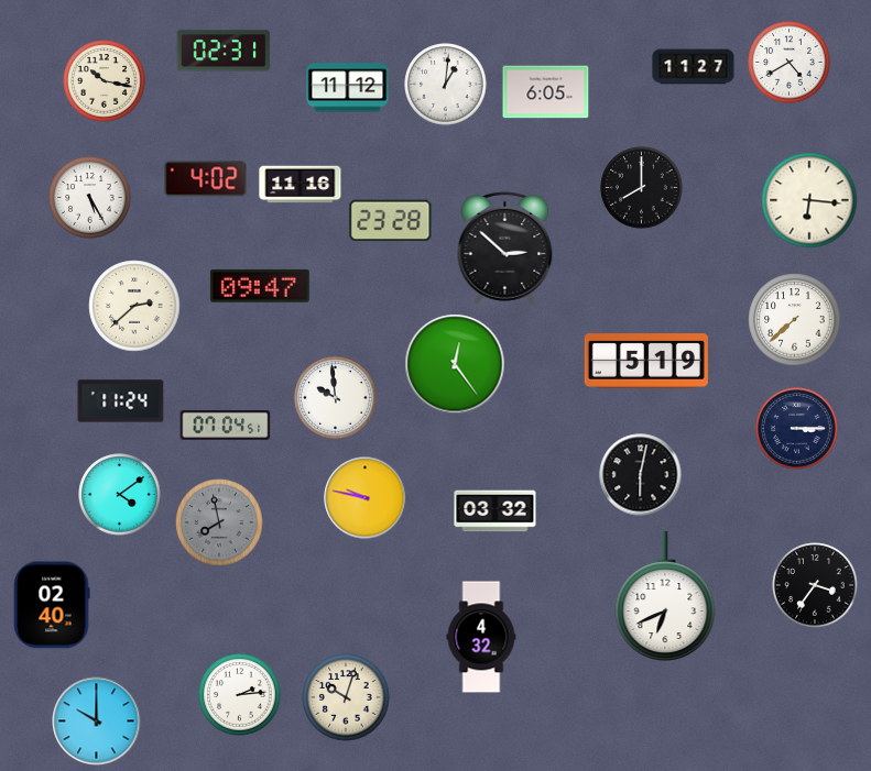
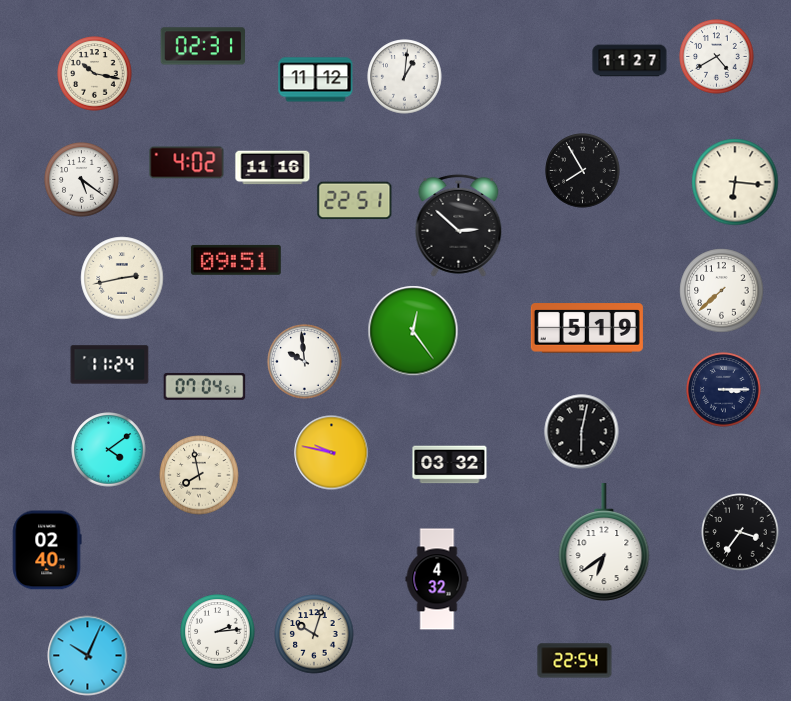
clock at (546, 92): 6:05 -> none
clock at (642, 188): 8:00 -> 7:55
clock at (90, 198): 5:25 -> 5:21
clock at (391, 221): 23:28 -> 22:51
clock at (260, 286): 09:47 -> 09:51
clock at (134, 306): 2:38 -> 2:43
clock at (219, 522) dial: grey -> cream
clock at (665, 596): 6:41 -> 6:39
clock at (97, 722): 10:00 -> 10:04
clock at (575, 661): none -> 22:54
